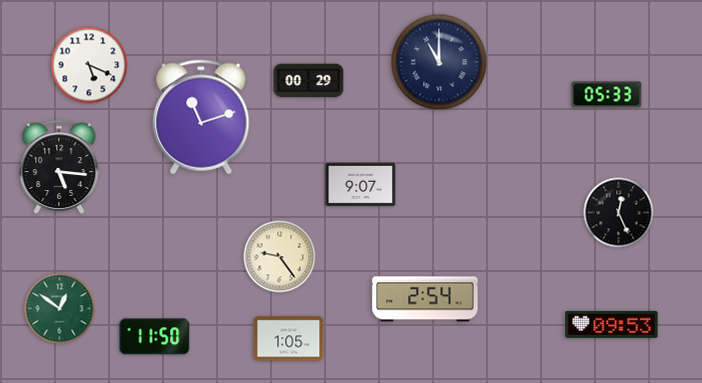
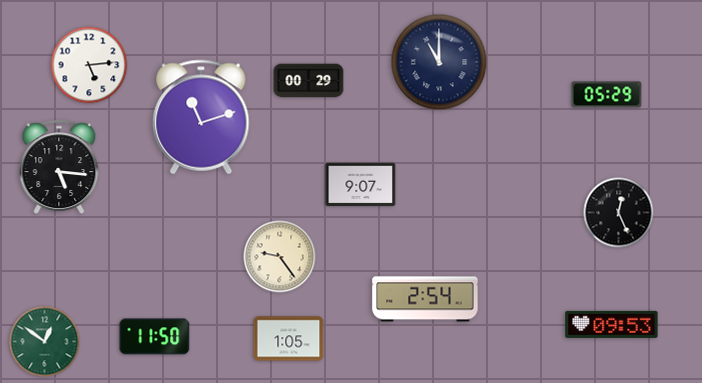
clock at (89, 65): 5:19 -> 5:14
clock at (607, 95): 05:33 -> 05:29
clock at (60, 309) position: (60, 309) -> (45, 342)
